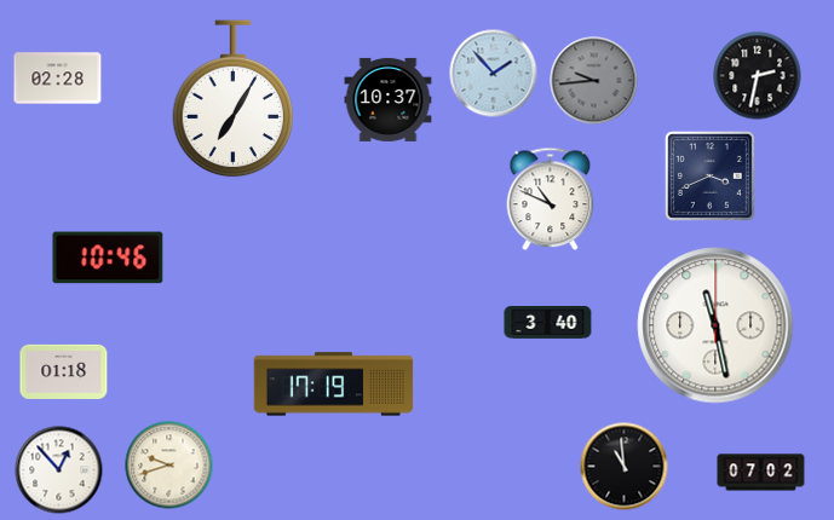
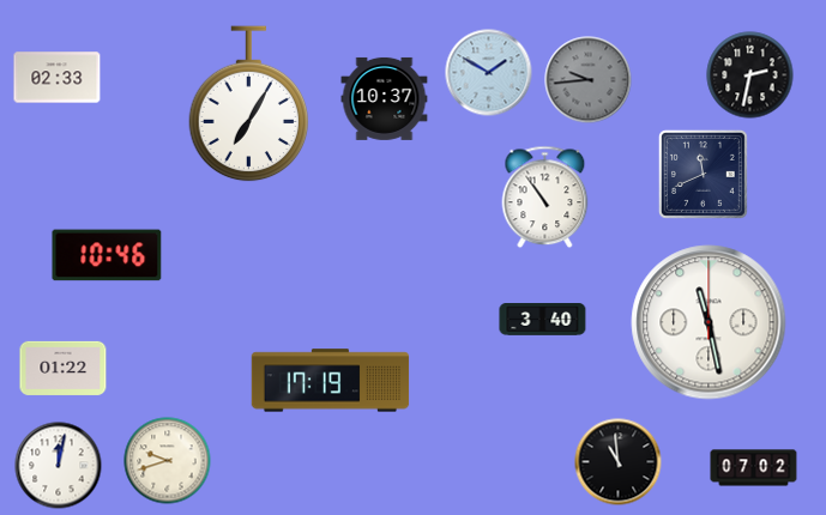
clock at (494, 74): 1:53 -> 1:50
clock at (58, 79): 02:28 -> 02:33
clock at (234, 99) position: (234, 99) -> (249, 104)
clock at (709, 175): 3:41 -> 11:41
clock at (551, 200): 10:49 -> 10:54
clock at (64, 371): 01:18 -> 01:22
clock at (59, 470): 12:53 -> 12:02
